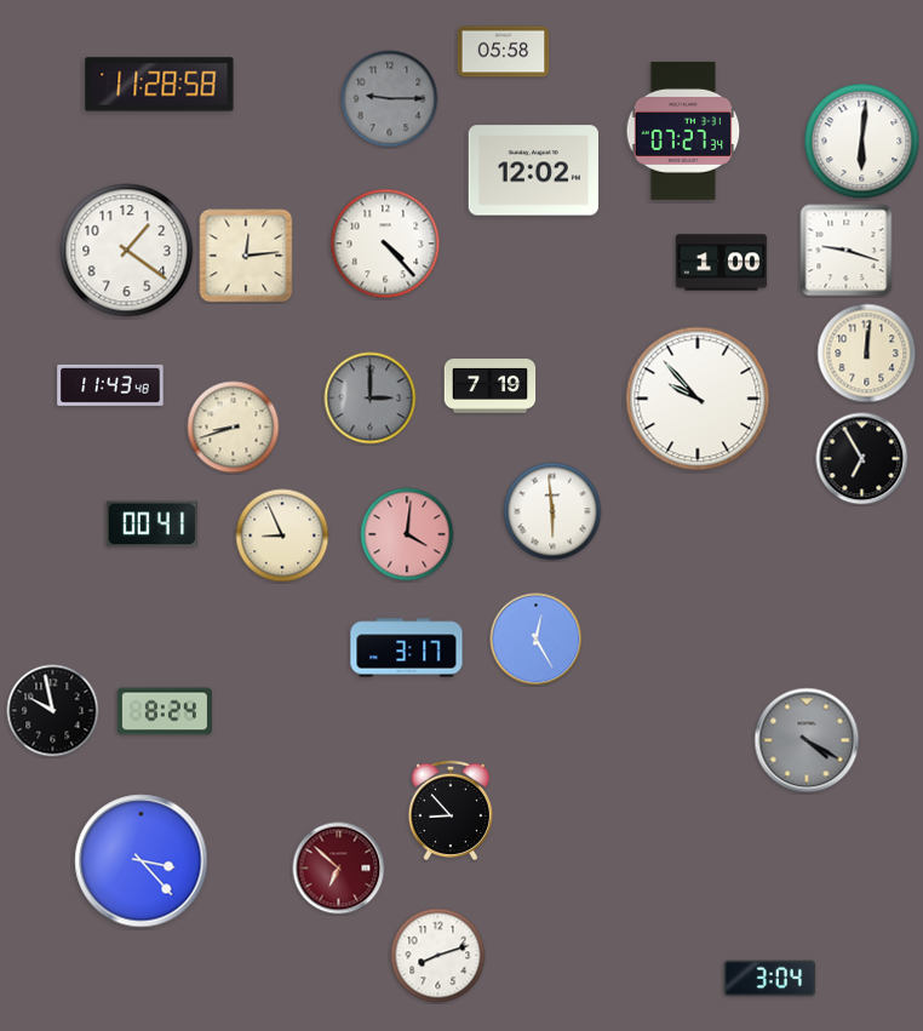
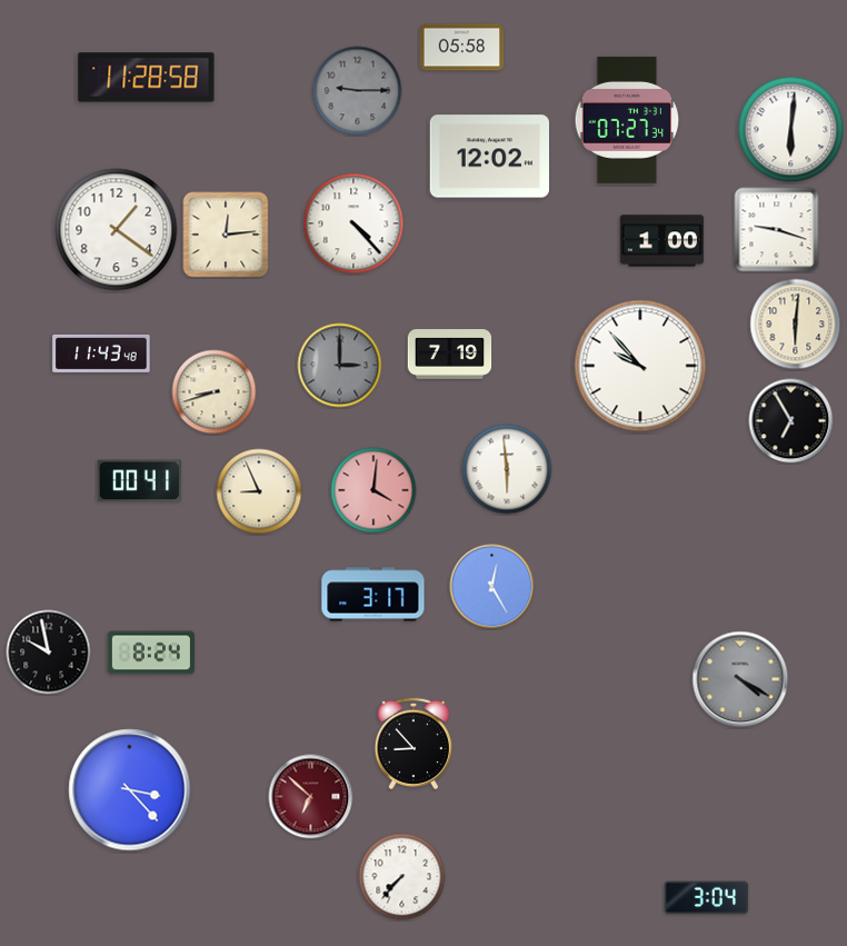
clock at (867, 354): 12:01 -> 6:01
clock at (438, 956): 8:12 -> 7:37
